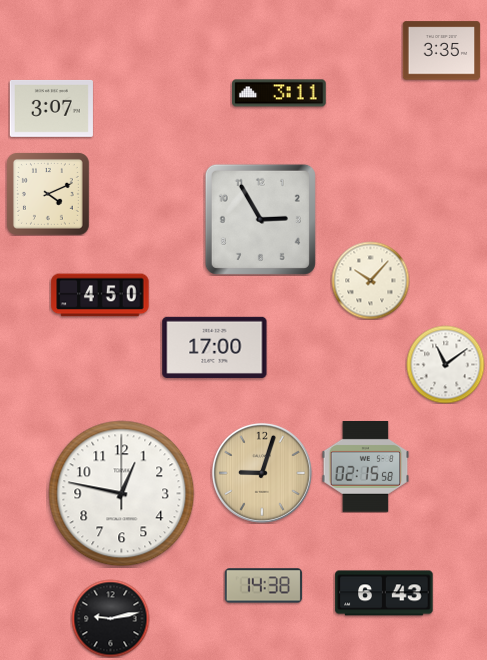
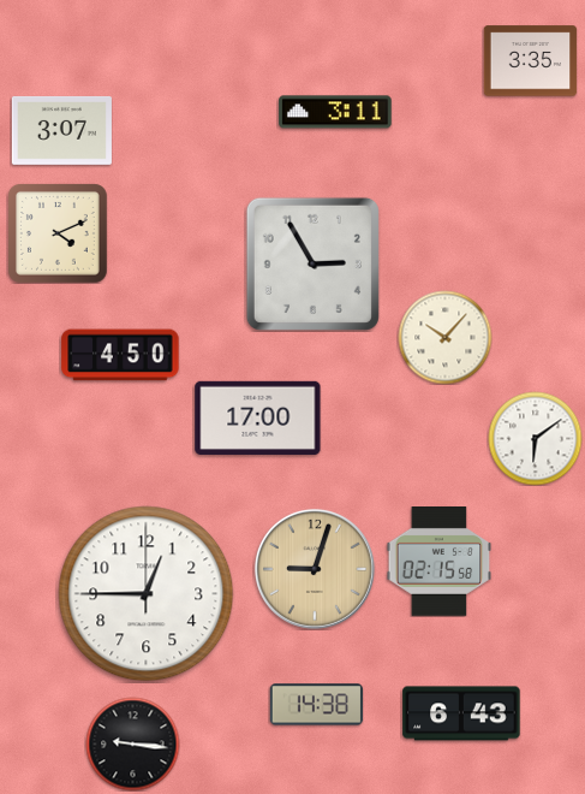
clock at (445, 364): 11:09 -> 6:09
clock at (122, 494): 12:47 -> 12:45
clock at (110, 618): 9:13 -> 9:16
